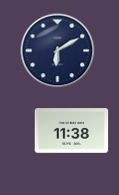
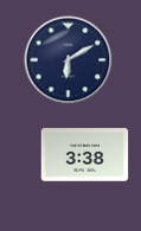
clock at (72, 131): 11:38 -> 3:38
